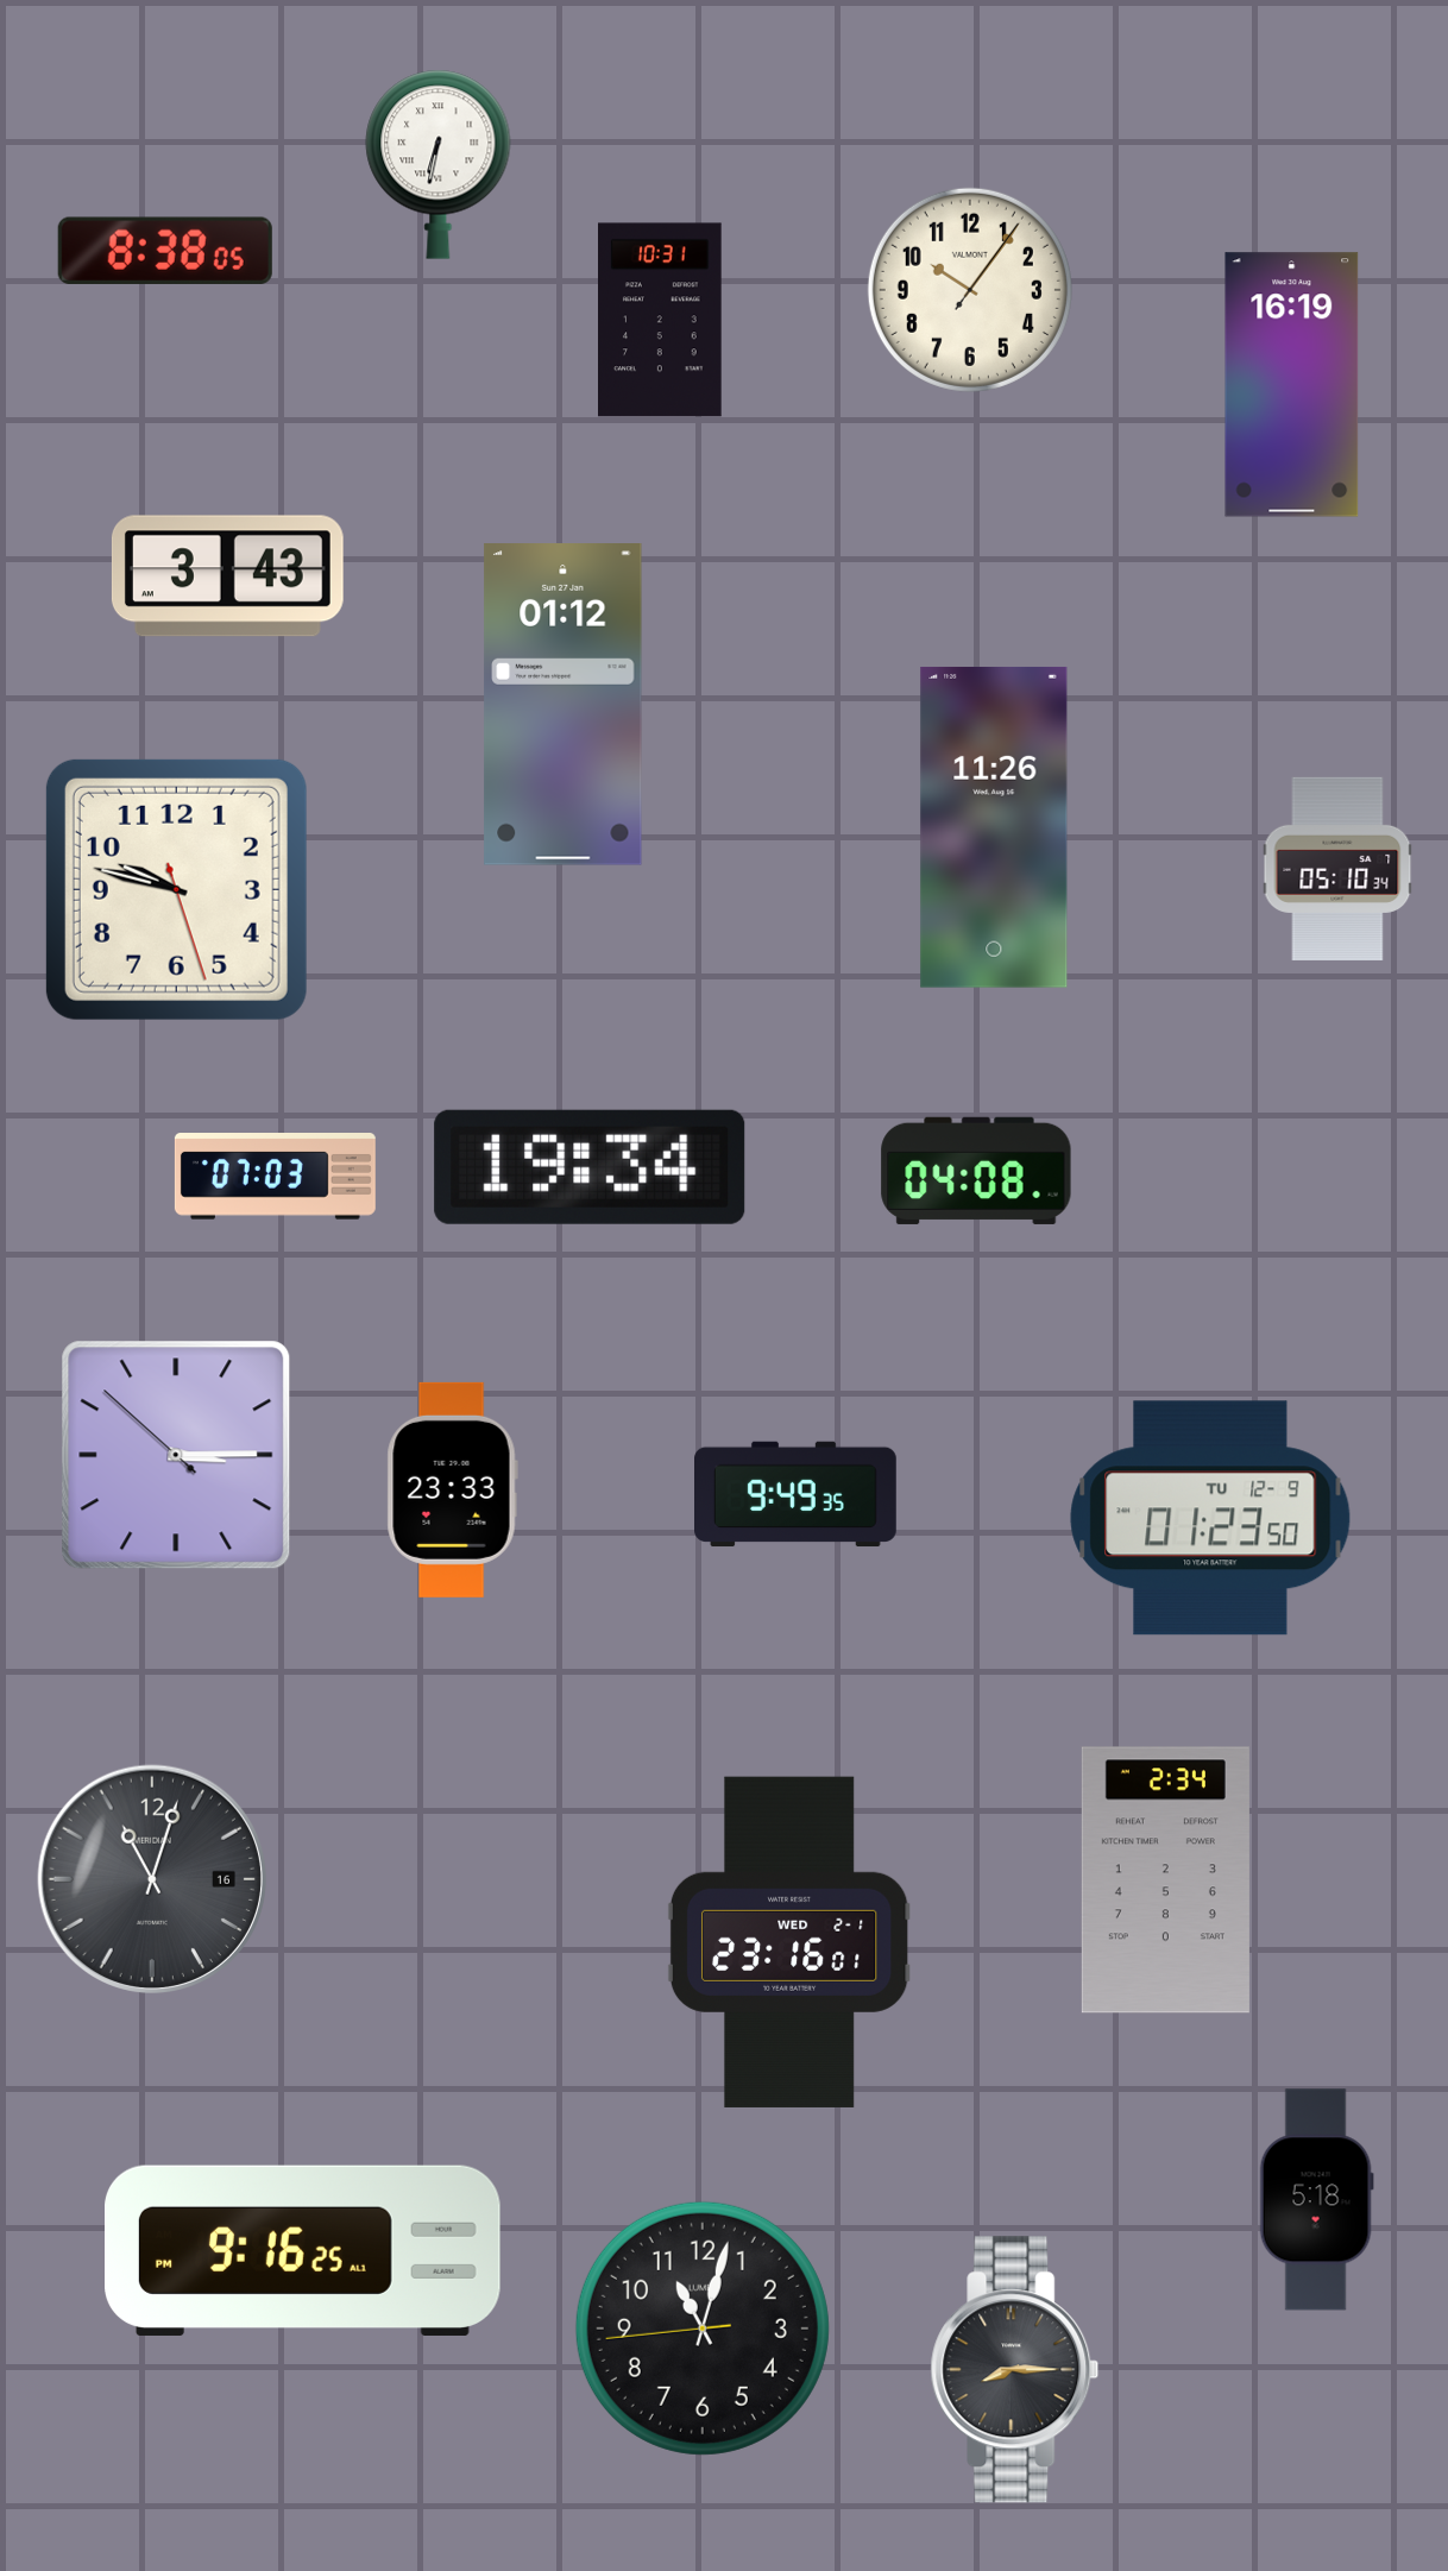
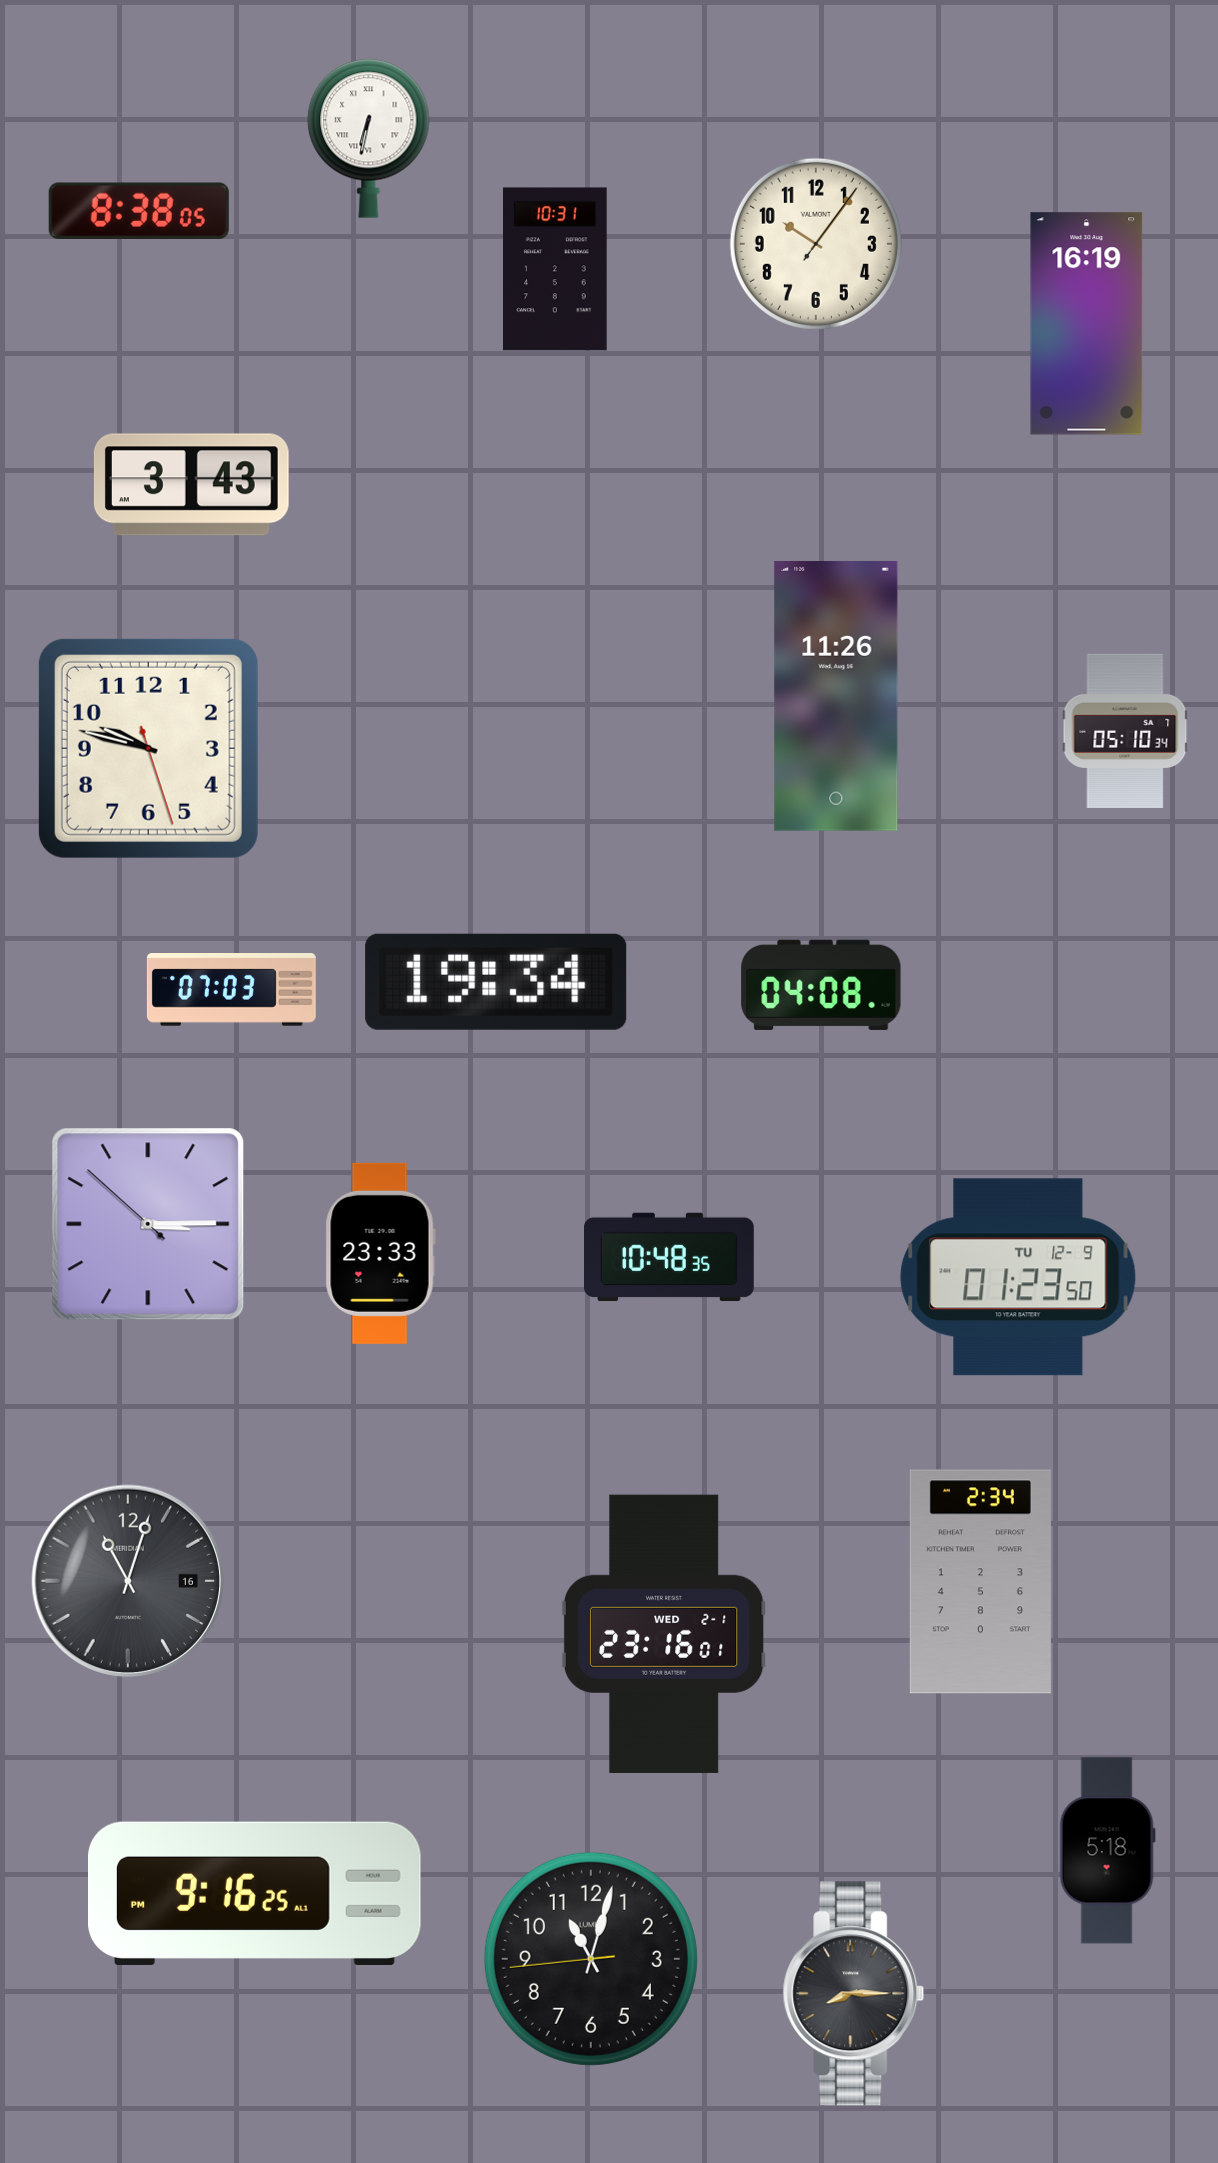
clock at (564, 705): 01:12 -> none
clock at (797, 1494): 9:49 -> 10:48
